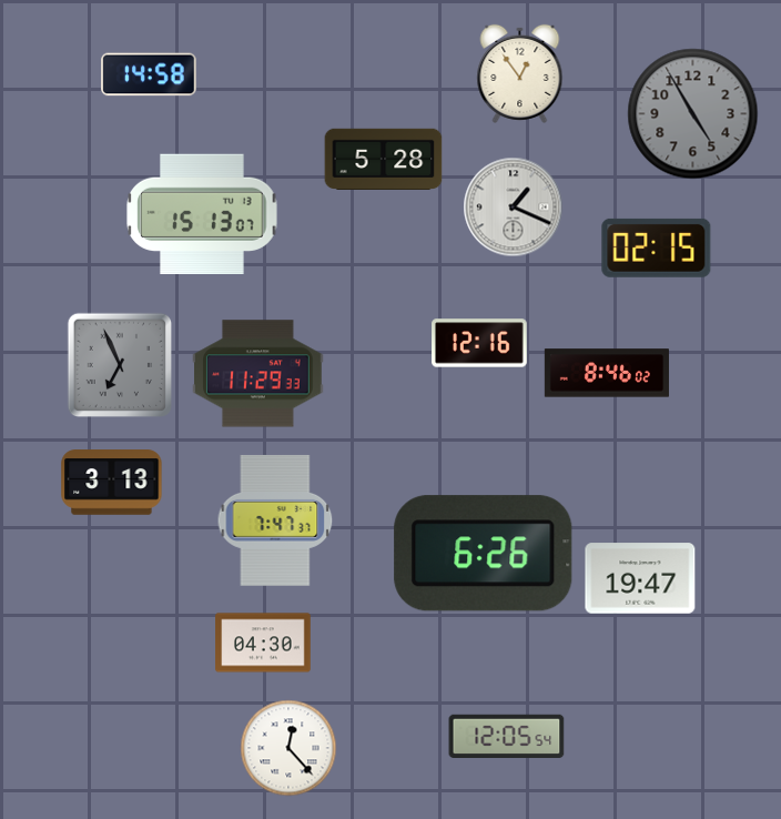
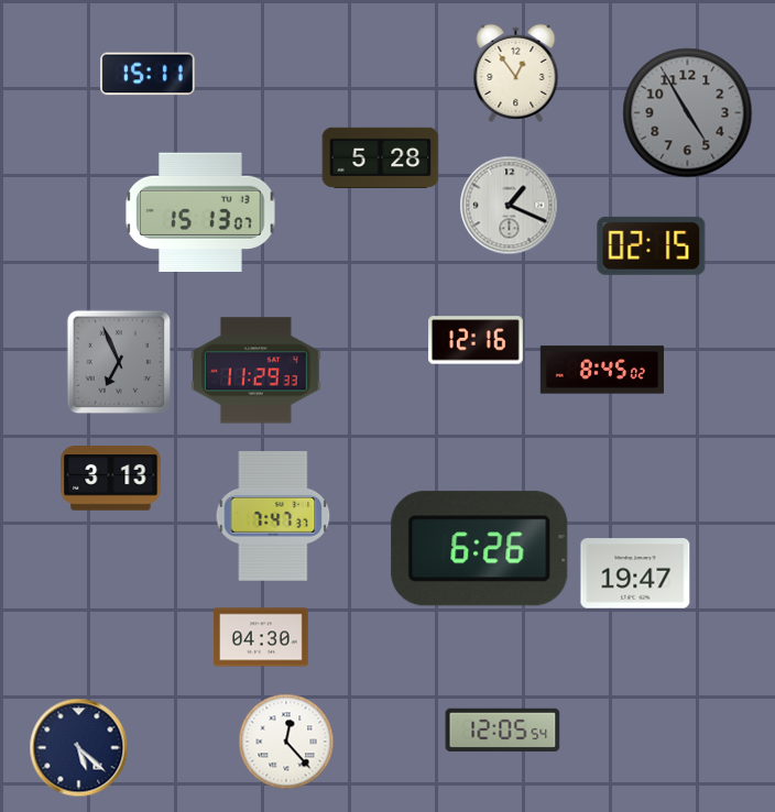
clock at (150, 74): 14:58 -> 15:11
clock at (607, 373): 8:46 -> 8:45
clock at (79, 748): none -> 5:22
